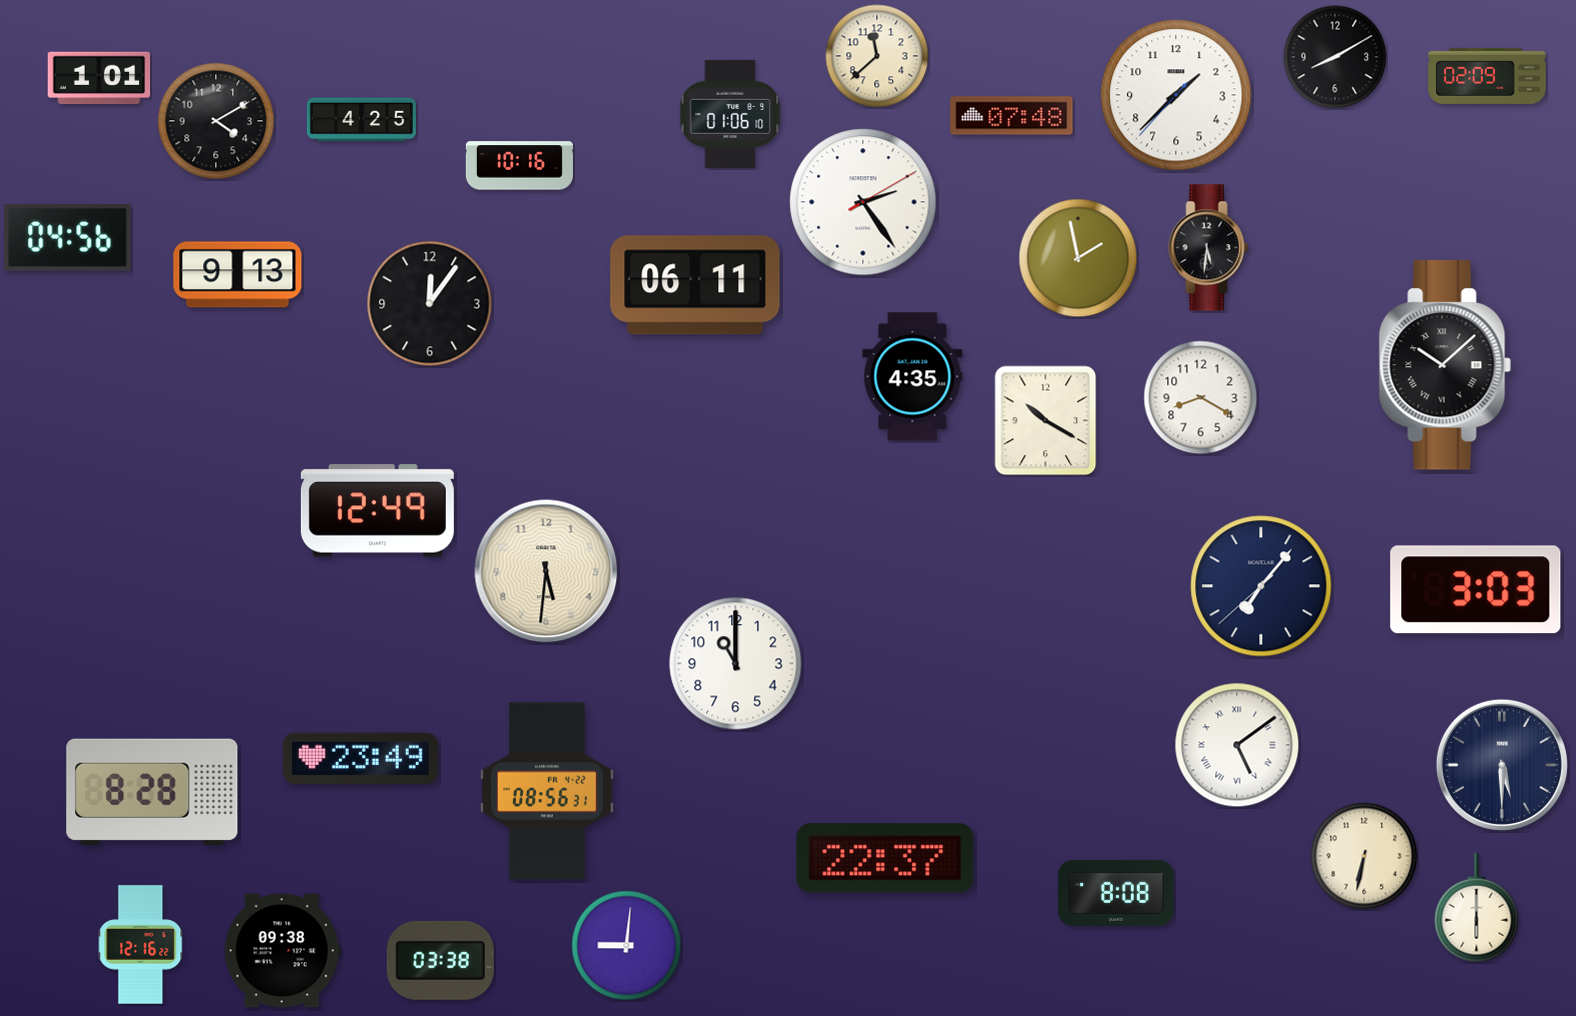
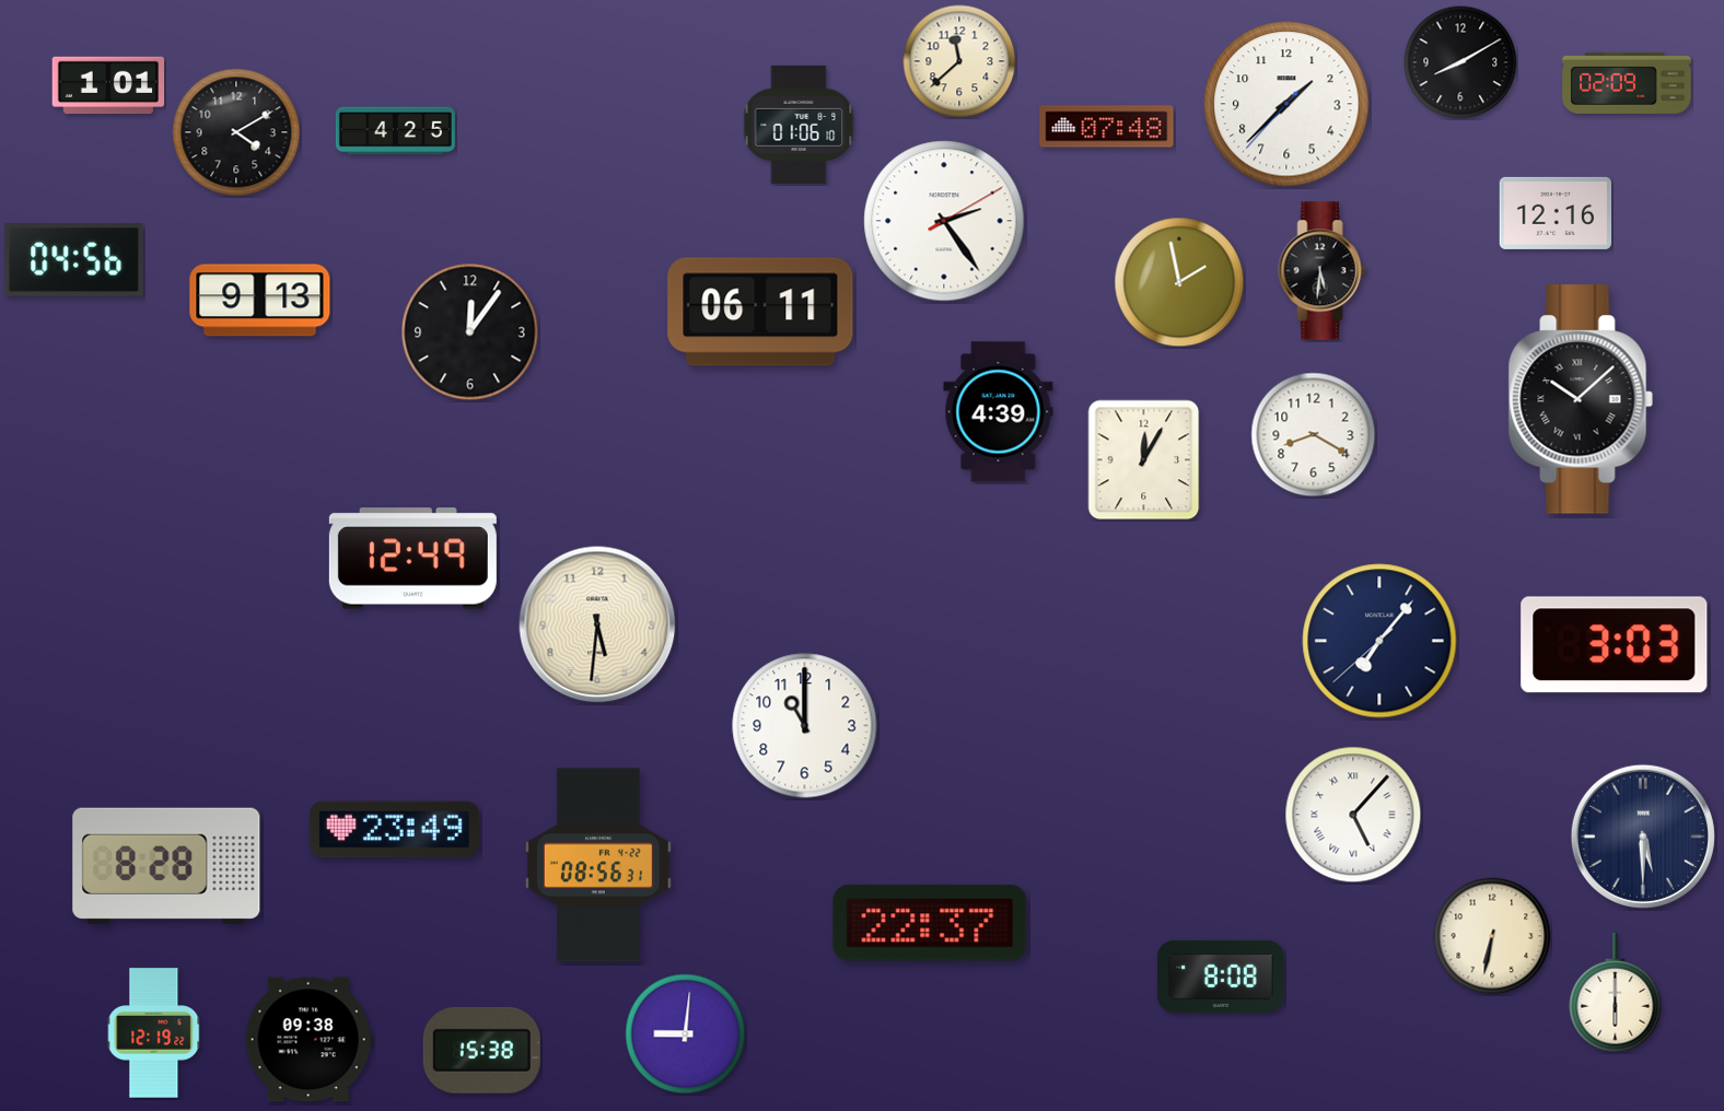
clock at (519, 166): 10:16 -> none
clock at (1556, 213): none -> 12:16
clock at (913, 377): 4:35 -> 4:39
clock at (1046, 421): 10:20 -> 12:05
clock at (1237, 745): 5:09 -> 5:07
clock at (885, 858) position: (885, 858) -> (930, 923)
clock at (141, 945): 12:16 -> 12:19
clock at (440, 960): 03:38 -> 15:38
